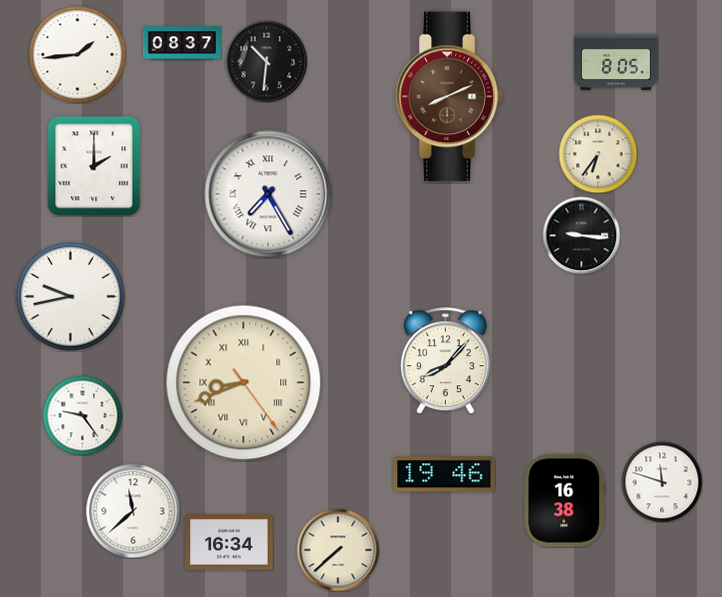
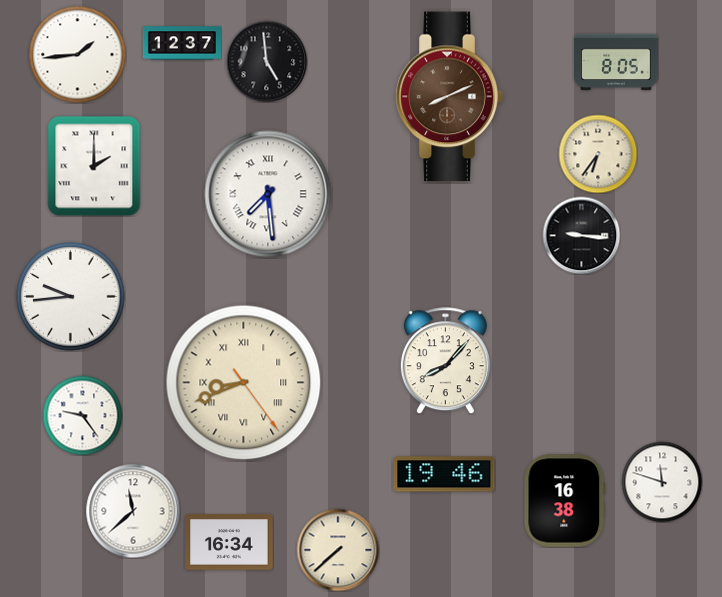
clock at (182, 43): 08:37 -> 12:37
clock at (266, 61): 10:31 -> 4:59
clock at (268, 194): 7:25 -> 7:29
clock at (71, 297): 9:43 -> 9:44
